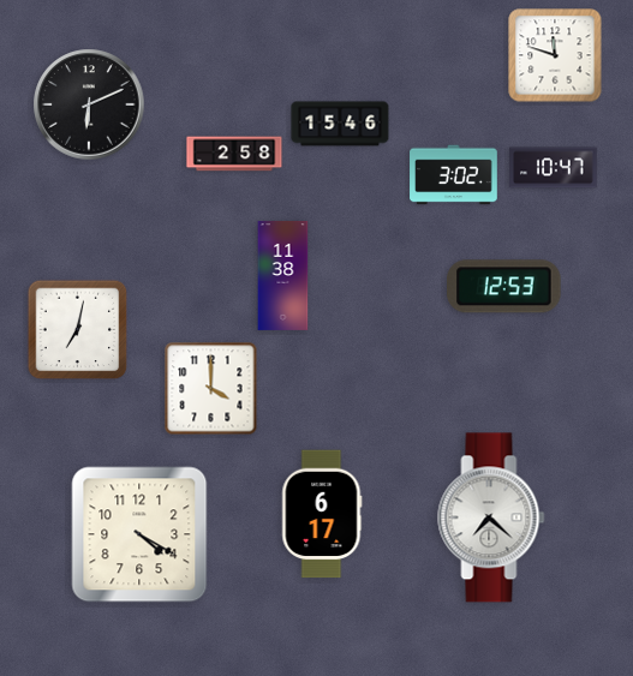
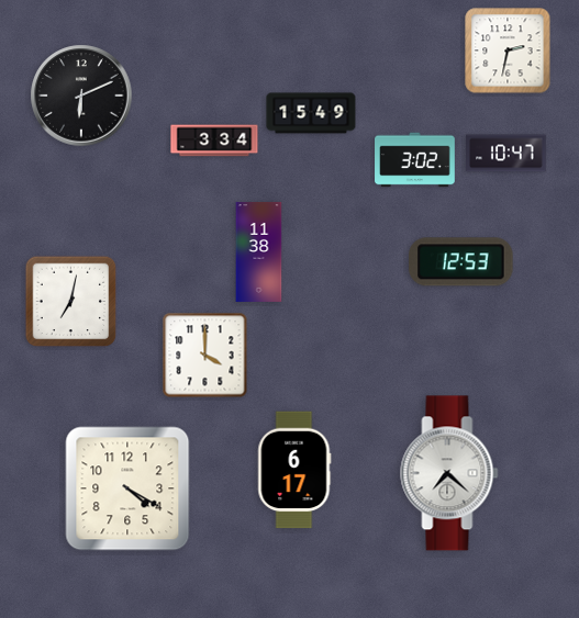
clock at (555, 55): 11:48 -> 2:32
clock at (340, 124): 15:46 -> 15:49
clock at (234, 154): 2:58 -> 3:34
clock at (211, 389) position: (211, 389) -> (205, 356)
